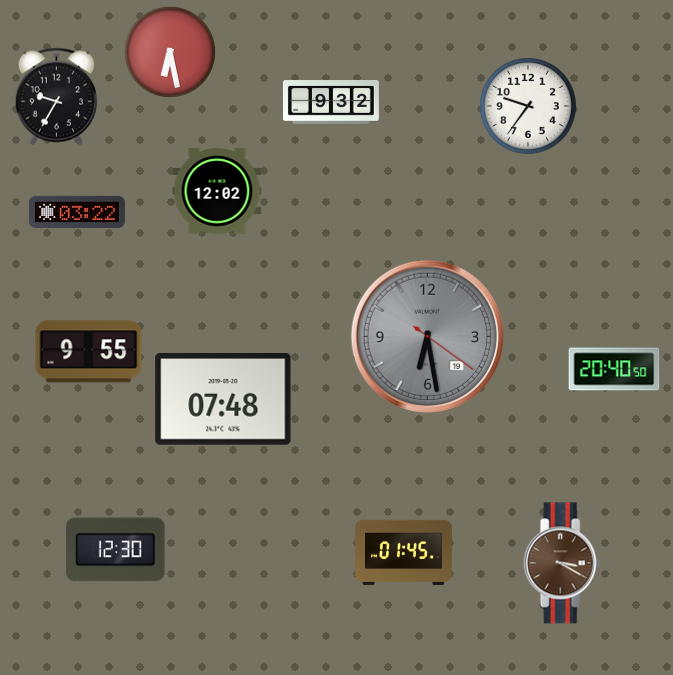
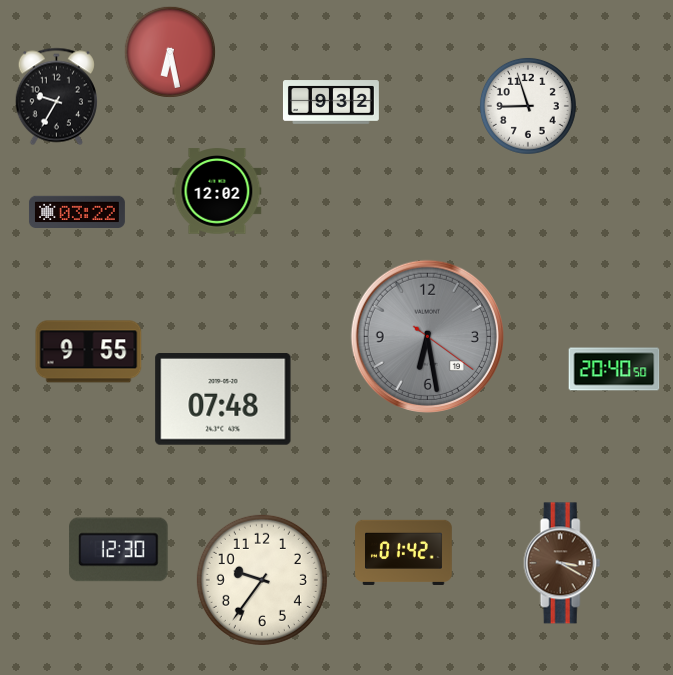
clock at (528, 106): 9:36 -> 8:57
clock at (116, 550) position: (116, 550) -> (119, 550)
clock at (404, 552): 01:45 -> 01:42
clock at (262, 580): none -> 9:36
